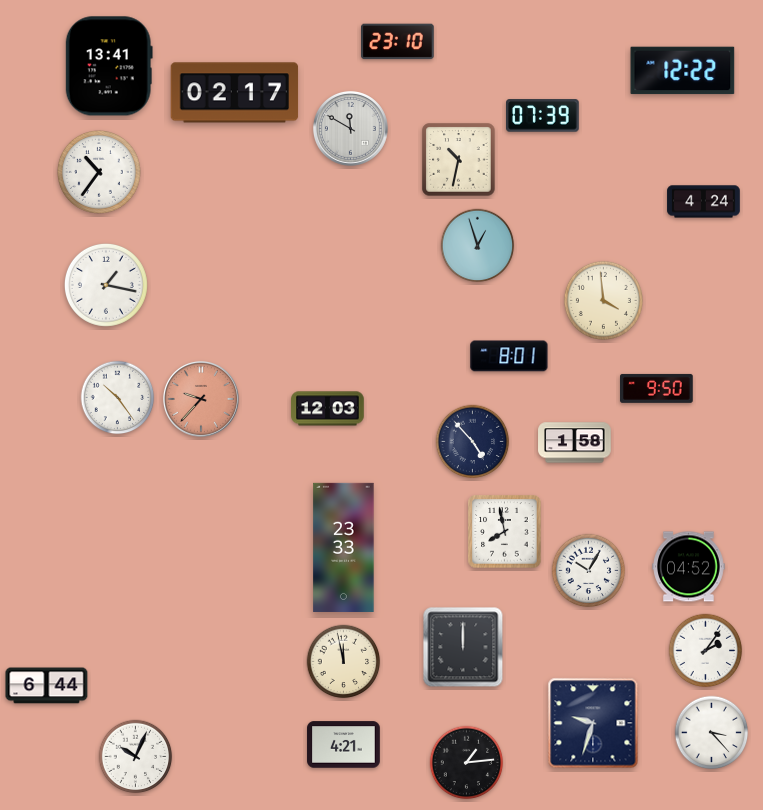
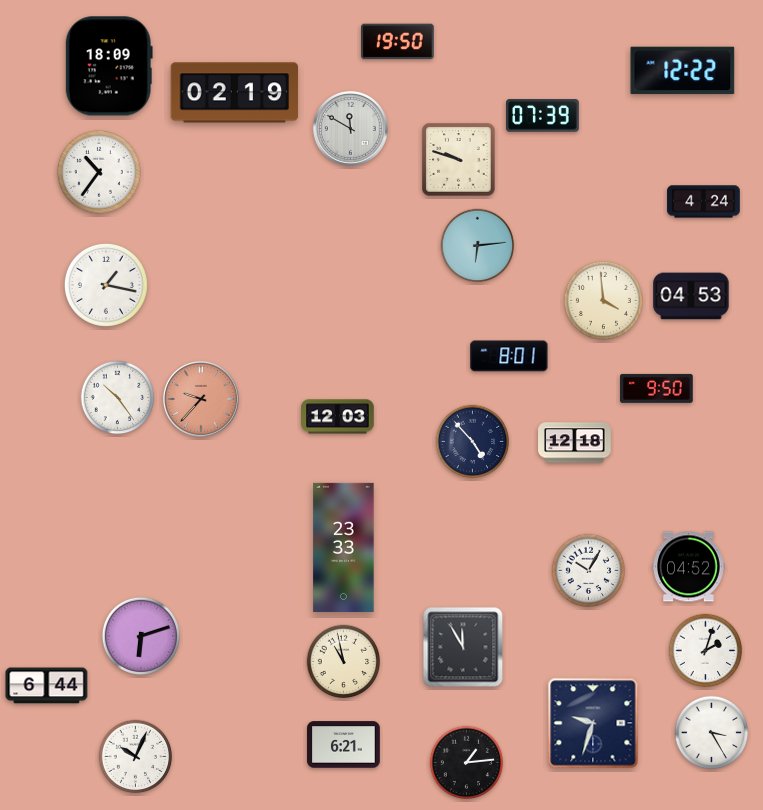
clock at (398, 42): 23:10 -> 19:50
clock at (109, 66): 13:41 -> 18:09
clock at (235, 93): 02:17 -> 02:19
clock at (459, 160): 10:32 -> 9:48
clock at (478, 246): 12:57 -> 6:14
clock at (691, 296): none -> 04:53
clock at (328, 409) position: (328, 409) -> (338, 417)
clock at (575, 443): 1:58 -> 12:18
clock at (505, 532): 7:58 -> none
clock at (141, 636): none -> 6:12
clock at (463, 647): 12:00 -> 11:55
clock at (706, 651): 2:06 -> 2:03
clock at (344, 662): 11:58 -> 10:58
clock at (712, 733): 3:23 -> 3:25
clock at (344, 745): 4:21 -> 6:21
